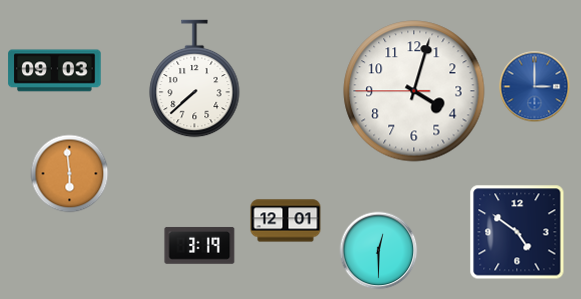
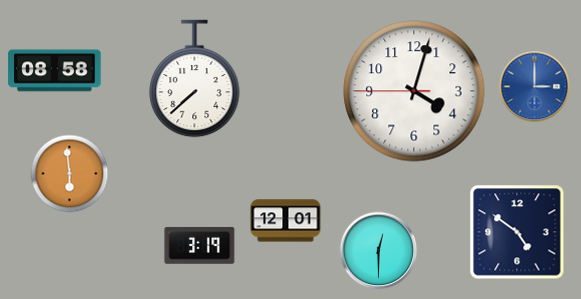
clock at (55, 71): 09:03 -> 08:58
